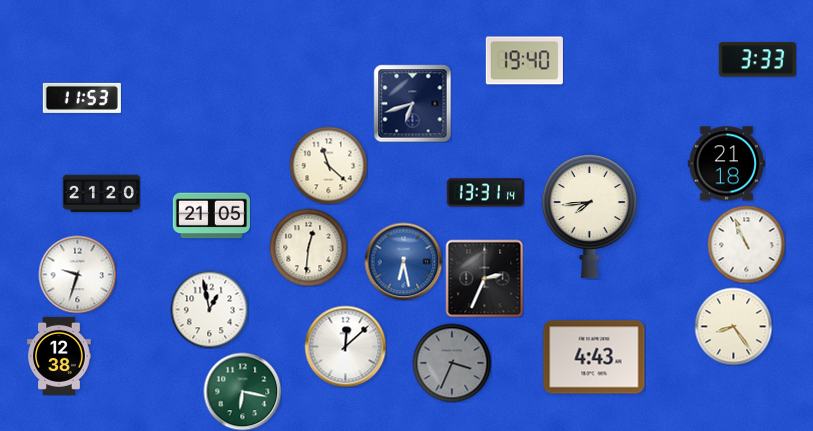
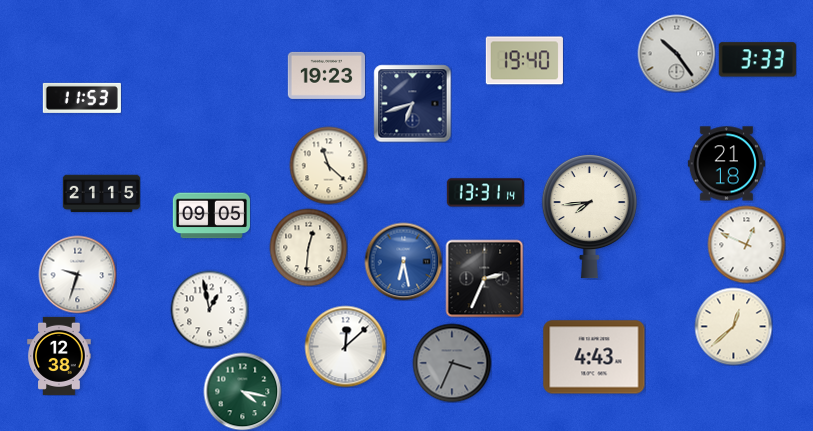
clock at (676, 53): none -> 10:24
clock at (326, 75): none -> 19:23
clock at (101, 194): 21:20 -> 21:15
clock at (211, 216): 21:05 -> 09:05
clock at (746, 244): 10:56 -> 12:49
clock at (733, 326): 8:24 -> 12:38
clock at (242, 391): 6:17 -> 4:17
